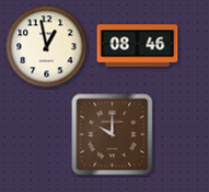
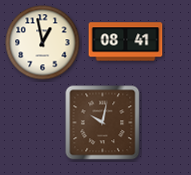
clock at (138, 46): 08:46 -> 08:41
clock at (113, 135): 10:00 -> 10:02
